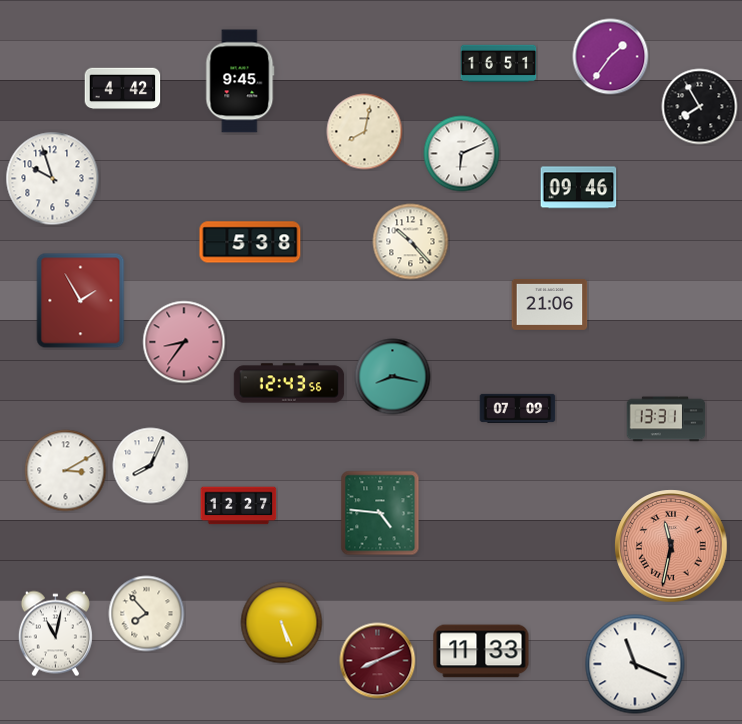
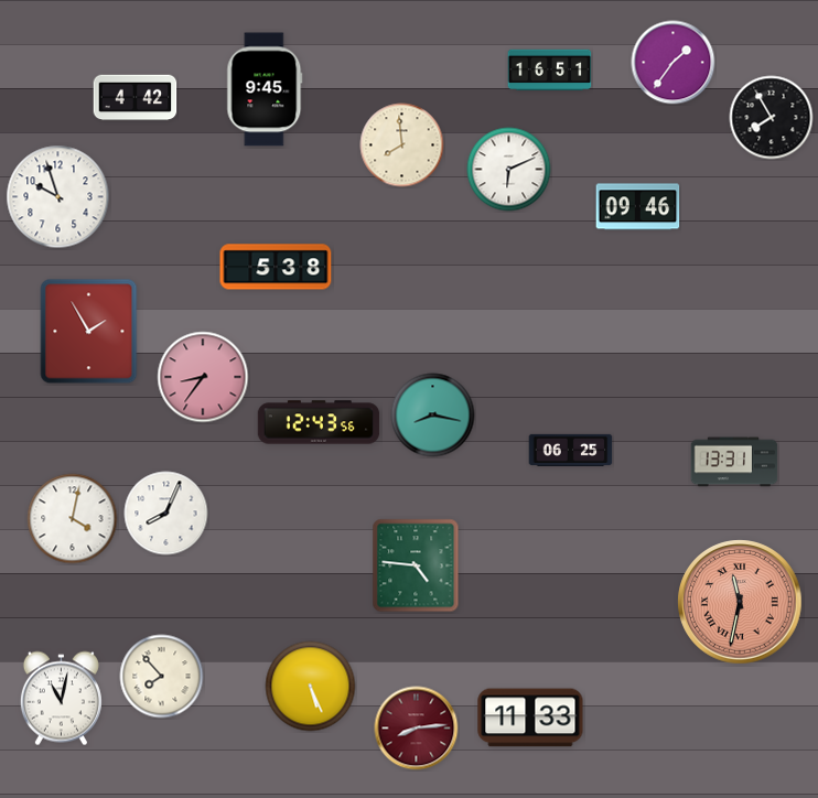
clock at (365, 132): 8:02 -> 7:59
clock at (411, 242): 10:23 -> none
clock at (550, 304): 21:06 -> none
clock at (518, 408): 07:09 -> 06:25
clock at (66, 471): 3:10 -> 4:02
clock at (239, 506): 12:27 -> none
clock at (380, 513) position: (380, 513) -> (416, 565)
clock at (378, 661): 8:11 -> 8:14
clock at (635, 664): 11:19 -> none
